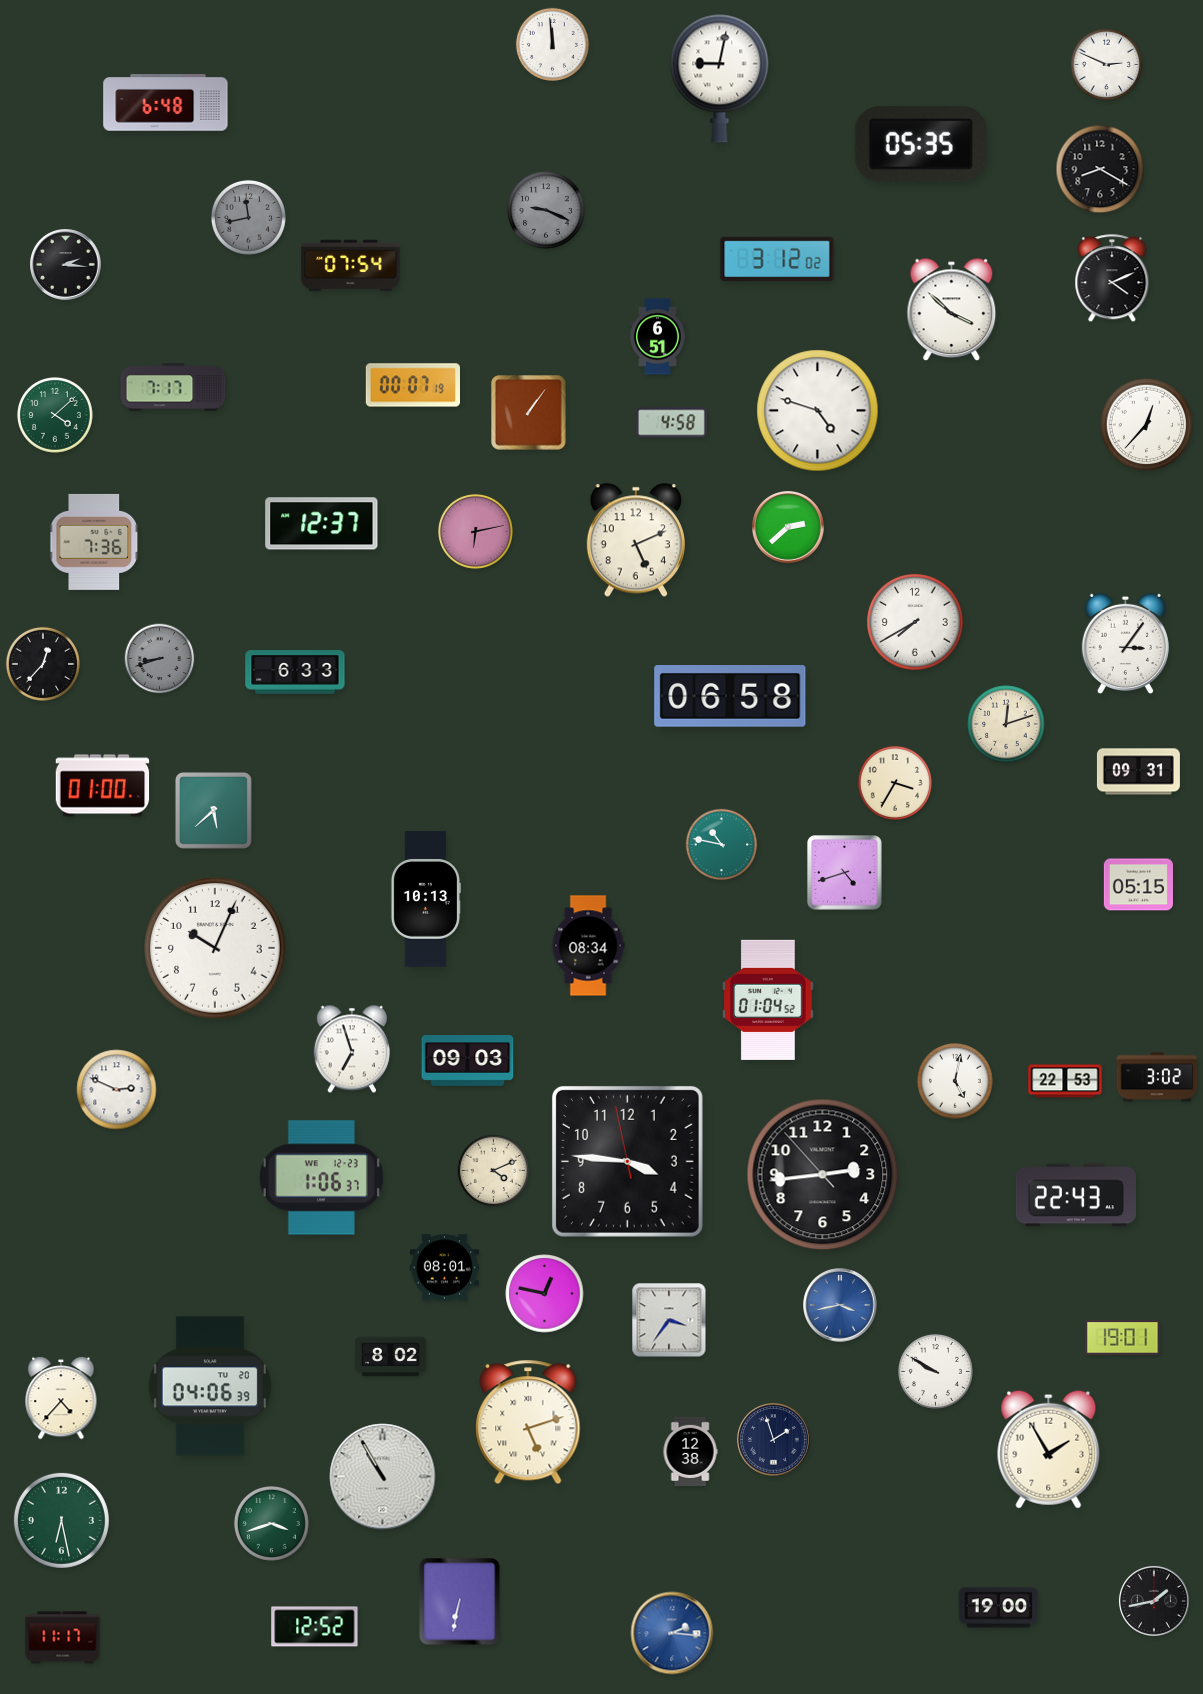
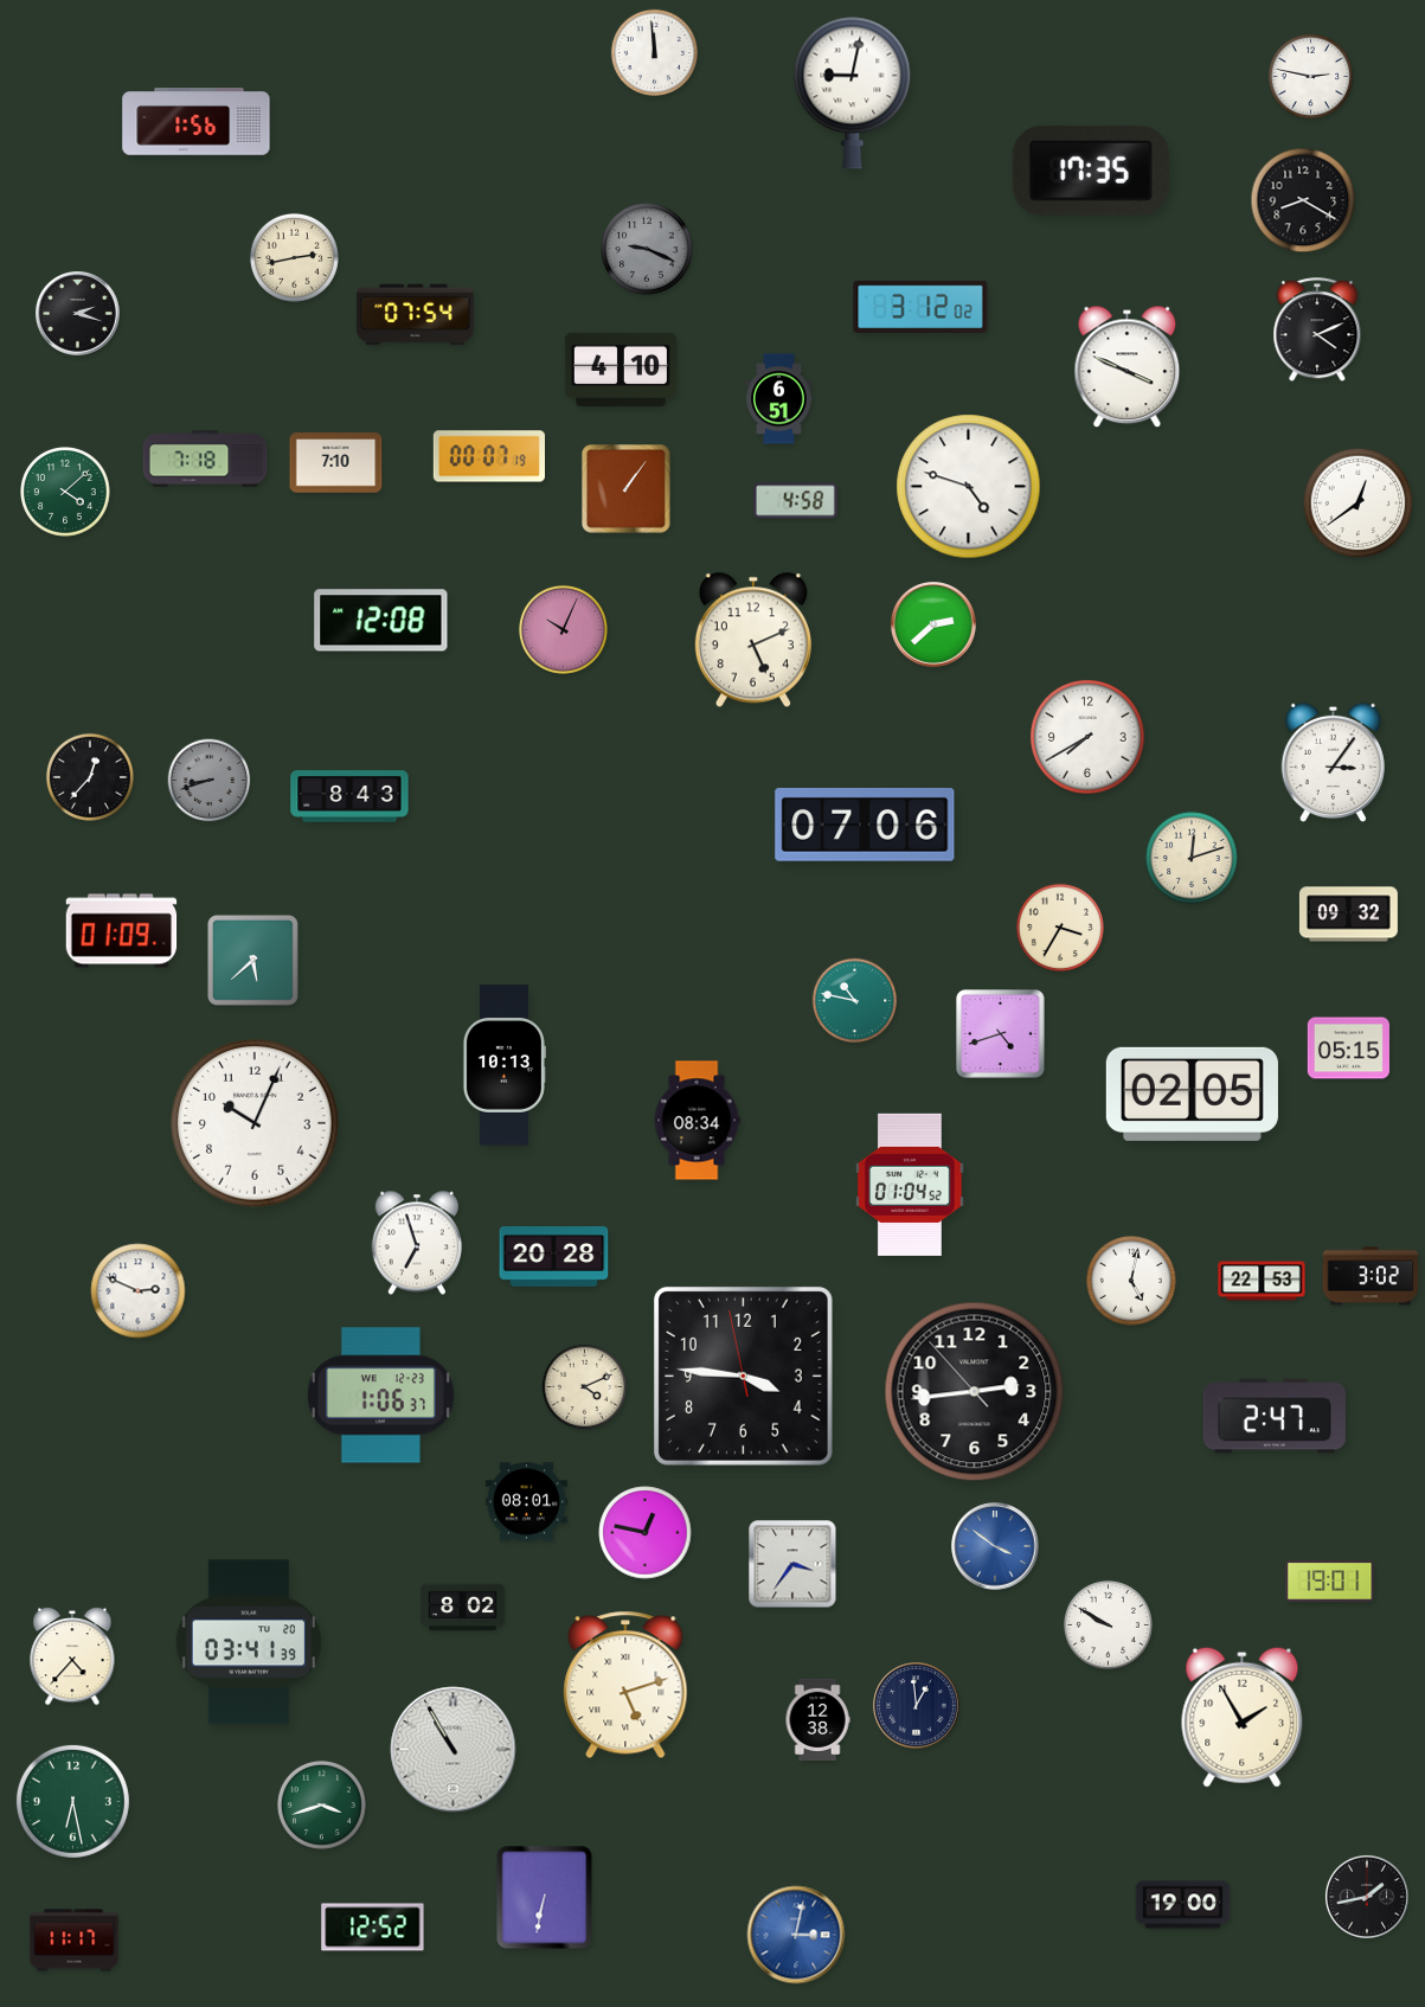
clock at (1107, 65): 2:49 -> 2:47
clock at (166, 103): 6:48 -> 1:56
clock at (921, 144): 05:35 -> 17:35
clock at (248, 217): 11:43 -> 2:43
clock at (248, 217) dial: grey -> cream
clock at (66, 265): 2:16 -> 2:18
clock at (952, 310): 3:52 -> 3:49
clock at (620, 370): none -> 4:10
clock at (173, 387): 7:17 -> 7:18
clock at (336, 463): none -> 7:10
clock at (1147, 425): 12:37 -> 12:39
clock at (322, 524): 12:37 -> 12:08
clock at (475, 531): 6:13 -> 10:04
clock at (95, 542): 7:36 -> none
clock at (915, 622) position: (915, 622) -> (1087, 737)
clock at (160, 659) position: (160, 659) -> (210, 781)
clock at (43, 664) position: (43, 664) -> (90, 777)
clock at (295, 672): 6:33 -> 8:43
clock at (730, 697): 06:58 -> 07:06
clock at (1138, 772): 09:31 -> 09:32
clock at (103, 786): 01:00 -> 01:09
clock at (1192, 1094): none -> 02:05
clock at (468, 1061): 09:03 -> 20:28
clock at (1076, 1195): 22:43 -> 2:47
clock at (840, 1305): 3:43 -> 3:51
clock at (1123, 1338) position: (1123, 1338) -> (1330, 1582)
clock at (210, 1386): 04:06 -> 03:41
clock at (774, 1440): 1:57 -> 12:59
clock at (672, 1633): 2:16 -> 3:02
